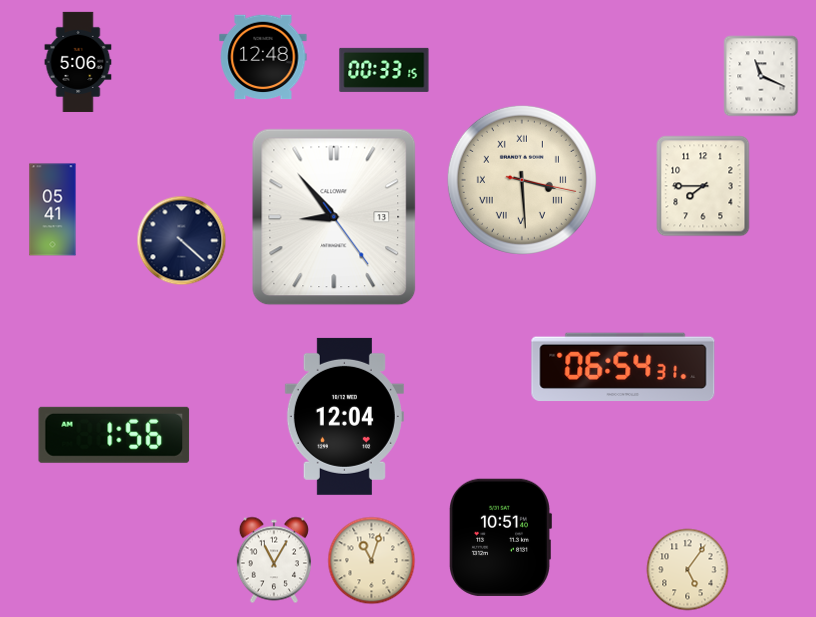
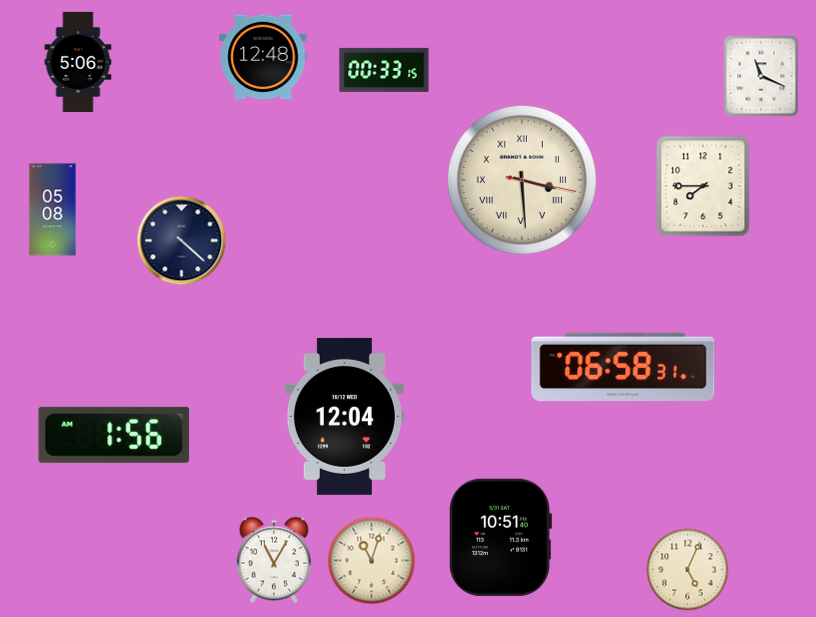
clock at (53, 210): 05:41 -> 05:08
clock at (334, 217): 8:53 -> none
clock at (623, 367): 06:54 -> 06:58
clock at (688, 570): 5:06 -> 5:04
